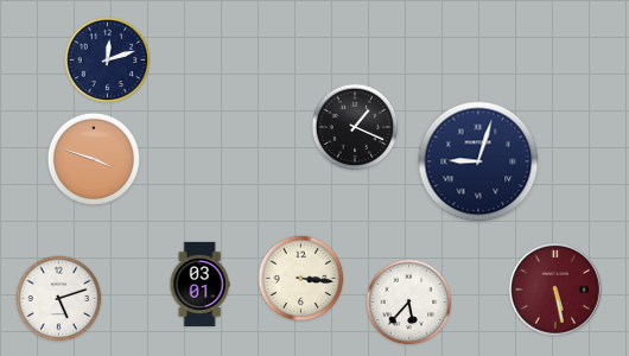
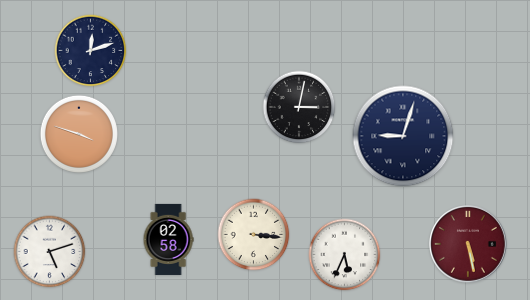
clock at (355, 127): 1:19 -> 3:02
clock at (199, 284): 03:01 -> 02:58
clock at (409, 303): 5:37 -> 5:34
